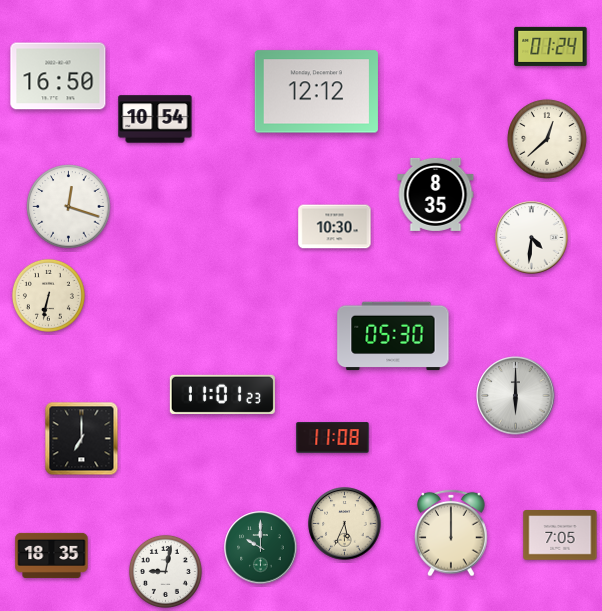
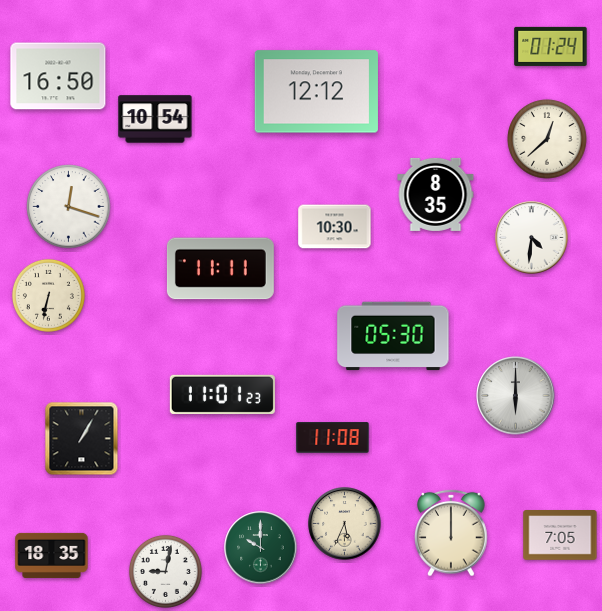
clock at (220, 269): none -> 11:11
clock at (82, 439): 7:00 -> 1:05
